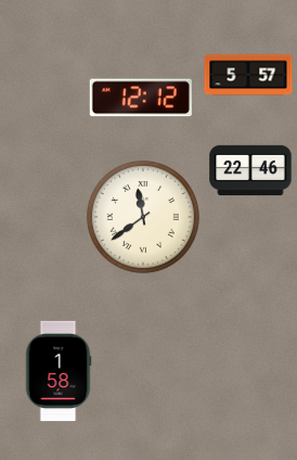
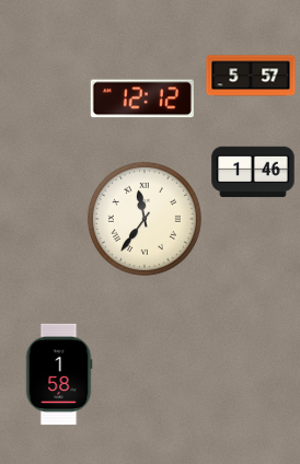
clock at (250, 170): 22:46 -> 1:46
clock at (143, 217): 11:39 -> 11:36
